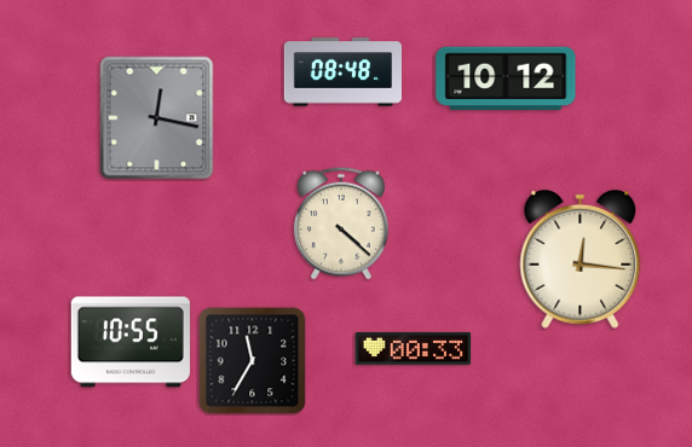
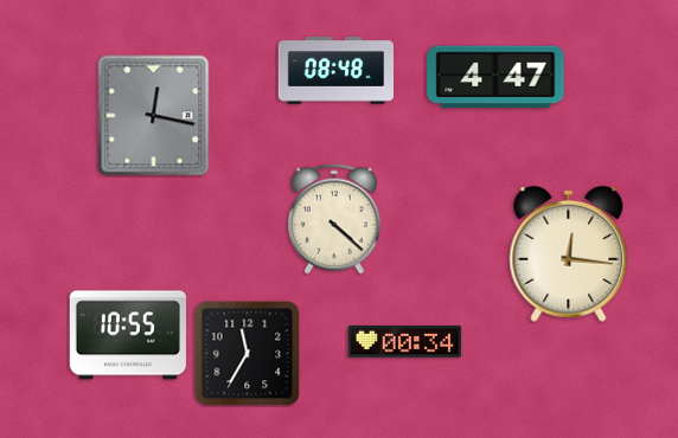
clock at (506, 79): 10:12 -> 4:47
clock at (414, 348): 00:33 -> 00:34
